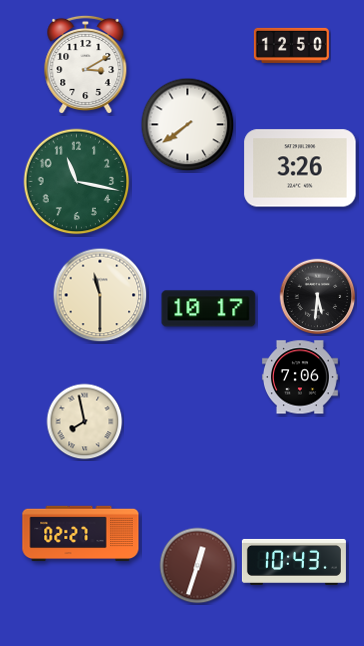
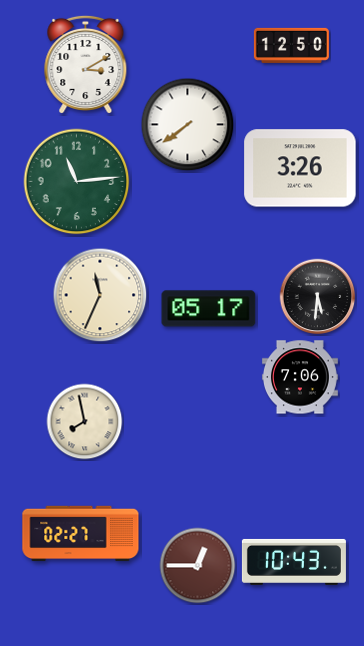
clock at (77, 182): 11:17 -> 11:14
clock at (100, 295): 11:30 -> 11:34
clock at (209, 309): 10:17 -> 05:17
clock at (198, 566): 12:33 -> 12:45
